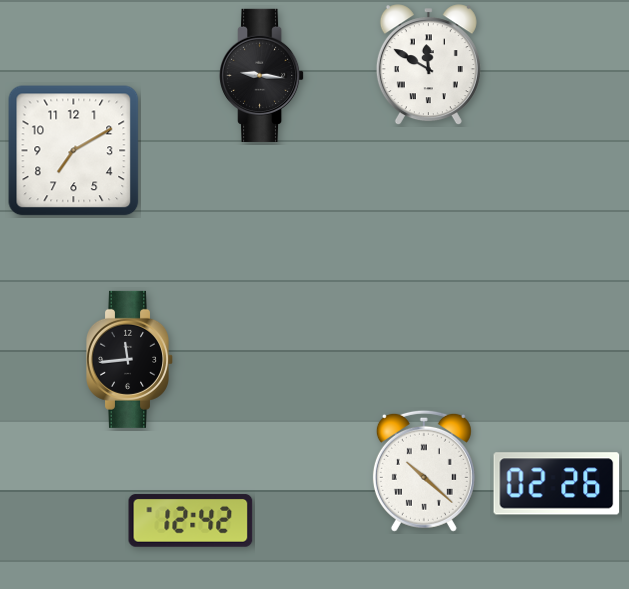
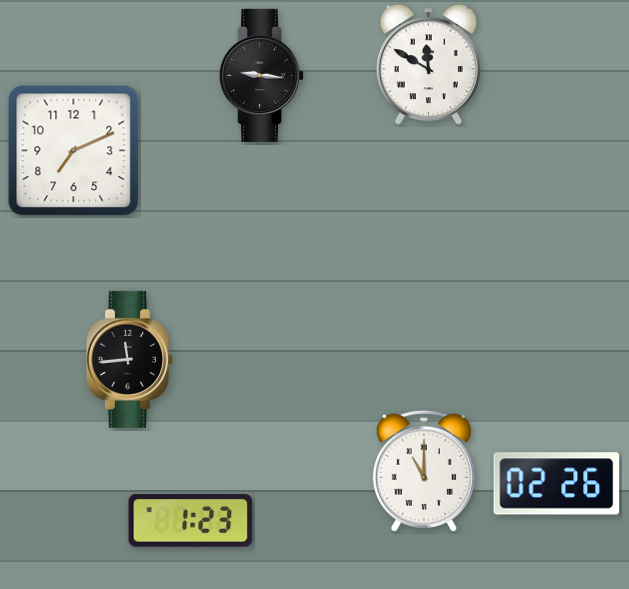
clock at (74, 151): 7:10 -> 7:11
clock at (424, 471): 10:22 -> 11:00
clock at (191, 521): 12:42 -> 1:23
